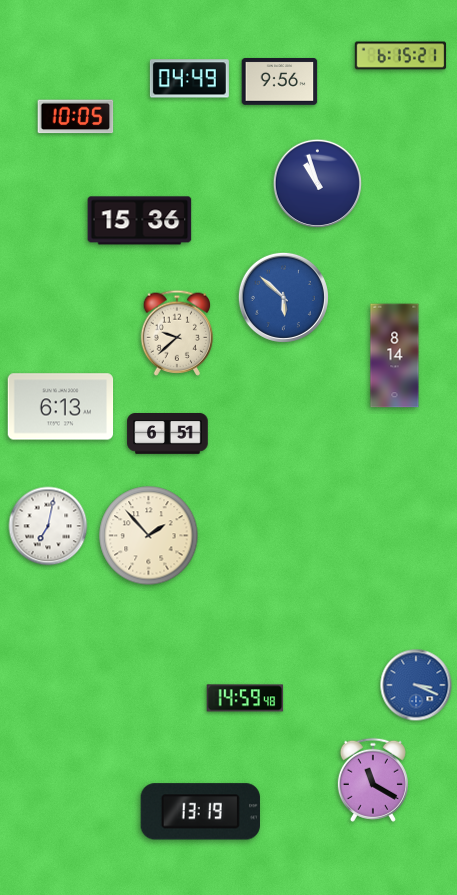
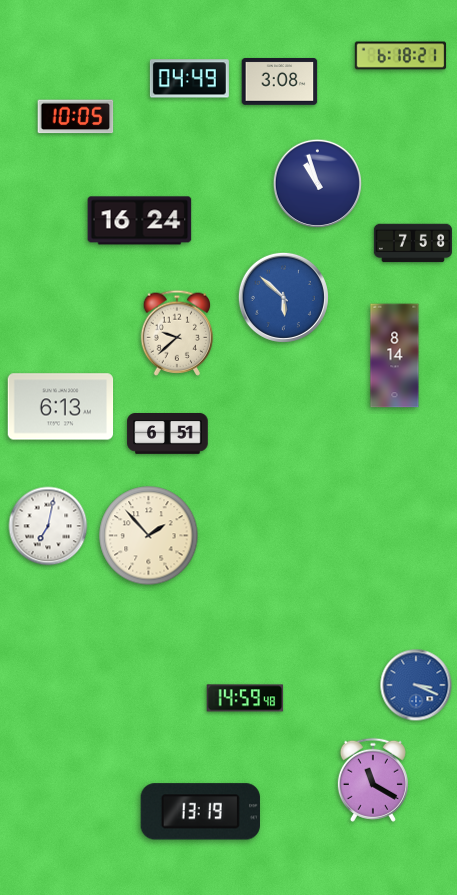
clock at (401, 56): 6:15 -> 6:18
clock at (280, 82): 9:56 -> 3:08
clock at (140, 221): 15:36 -> 16:24
clock at (413, 243): none -> 7:58
